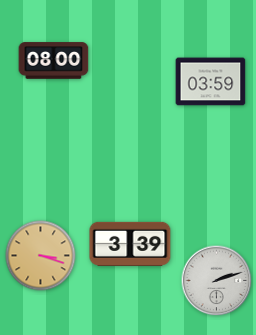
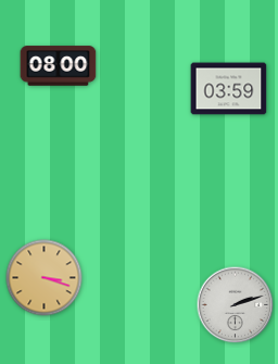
clock at (130, 244): 3:39 -> none
